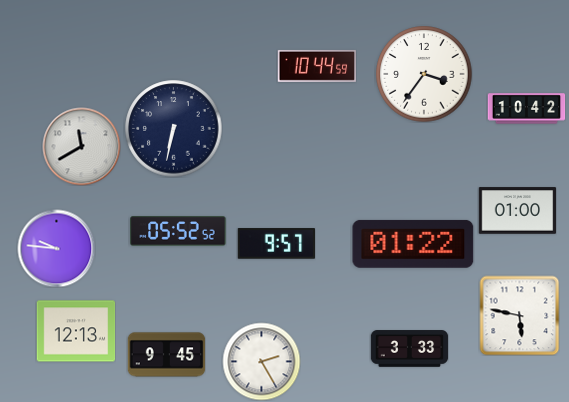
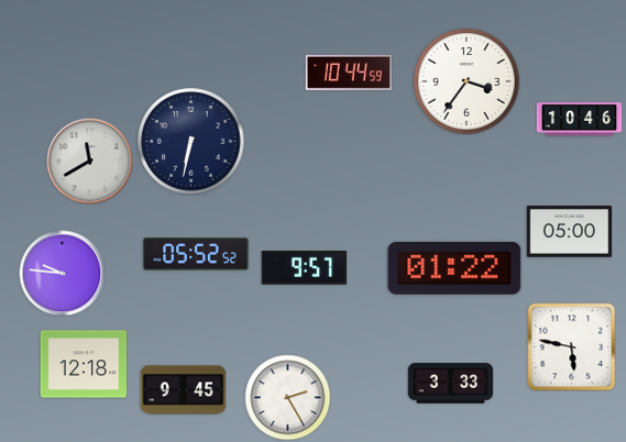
clock at (526, 109): 10:42 -> 10:46
clock at (517, 211): 01:00 -> 05:00
clock at (76, 331): 12:13 -> 12:18
